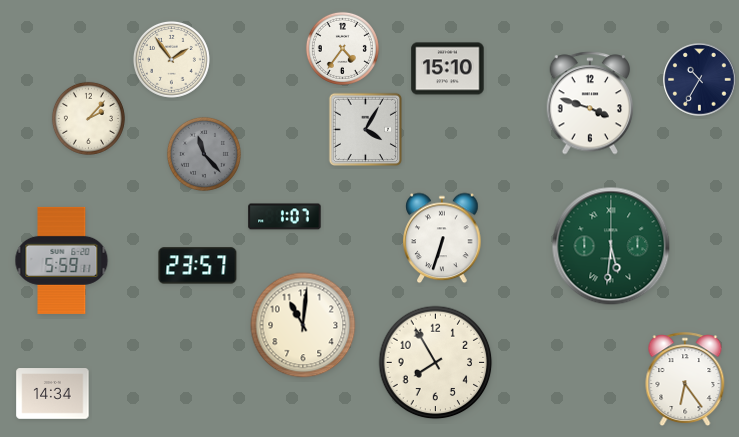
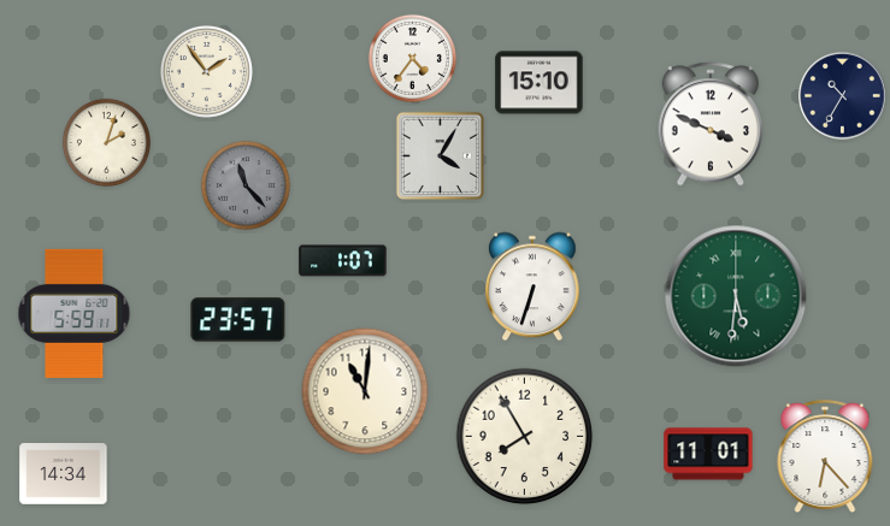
clock at (590, 103): 3:48 -> 3:49
clock at (88, 118): 2:07 -> 2:03
clock at (708, 454): none -> 11:01
clock at (685, 380): 6:24 -> 6:23
